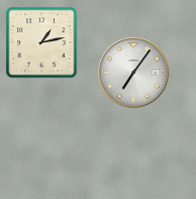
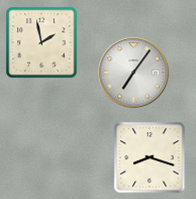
clock at (42, 43): 1:13 -> 1:58
clock at (150, 158): none -> 8:18
